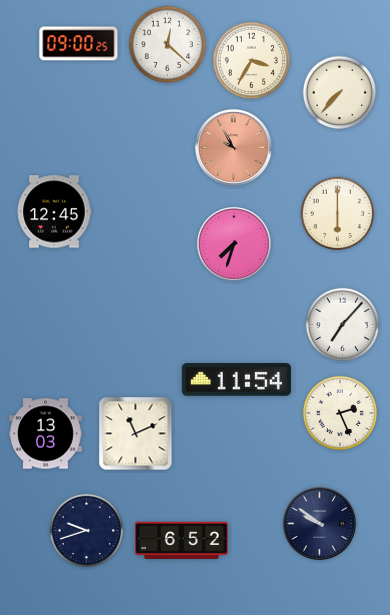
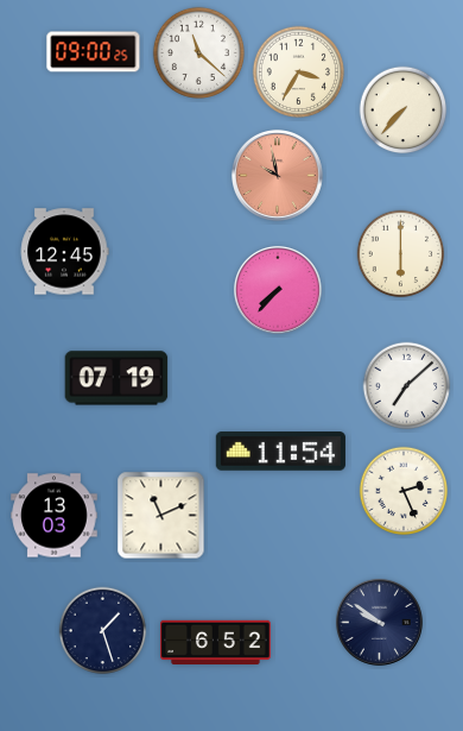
clock at (167, 44): 12:22 -> 11:22
clock at (234, 148): 9:55 -> 9:58
clock at (234, 244): 7:33 -> 7:37
clock at (116, 378): none -> 07:19
clock at (343, 325): 7:07 -> 7:08
clock at (87, 531): 9:42 -> 1:27
